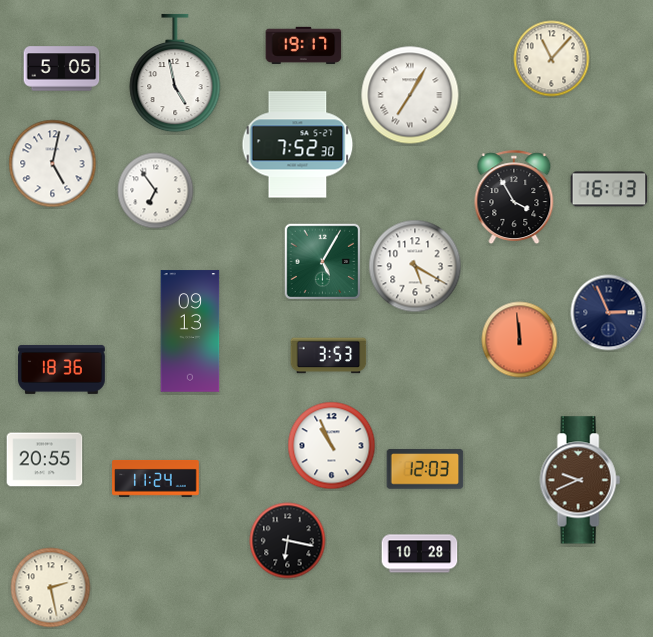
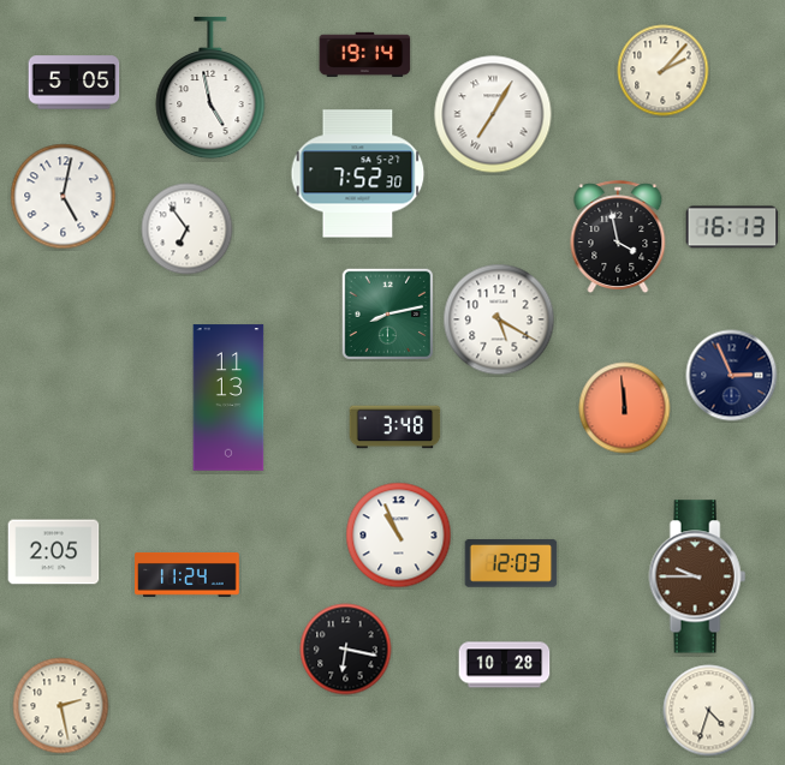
clock at (304, 45): 19:17 -> 19:14
clock at (552, 59): 11:07 -> 2:07
clock at (514, 198): 3:55 -> 3:58
clock at (322, 261): 5:05 -> 8:13
clock at (190, 331): 09:13 -> 11:13
clock at (329, 356): 3:53 -> 3:48
clock at (62, 369): 18:36 -> none
clock at (45, 460): 20:55 -> 2:05
clock at (580, 480): 9:41 -> 9:45
clock at (709, 711): none -> 4:33
